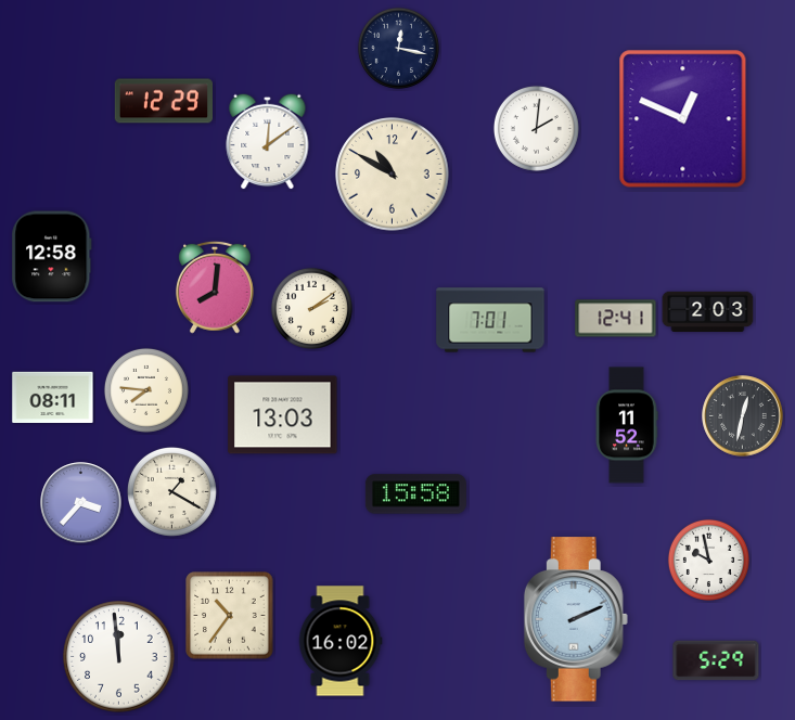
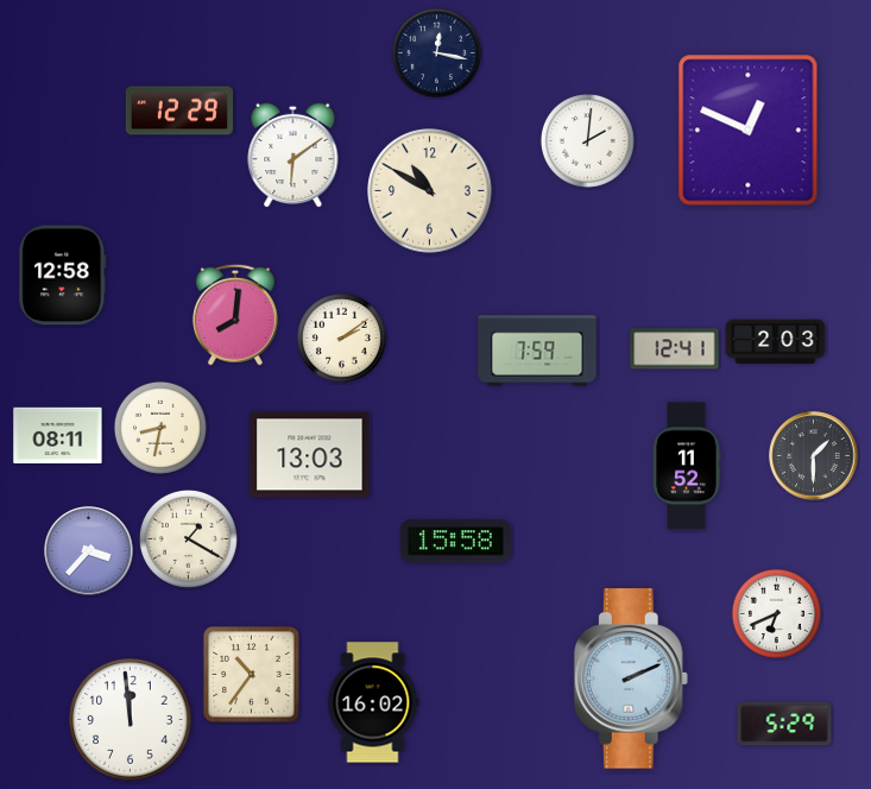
clock at (268, 141): 12:09 -> 6:09
clock at (52, 257) position: (52, 257) -> (63, 276)
clock at (490, 320): 7:01 -> 7:59
clock at (146, 390): 7:46 -> 8:32
clock at (743, 416): 12:32 -> 1:30
clock at (708, 560): 9:58 -> 6:41
